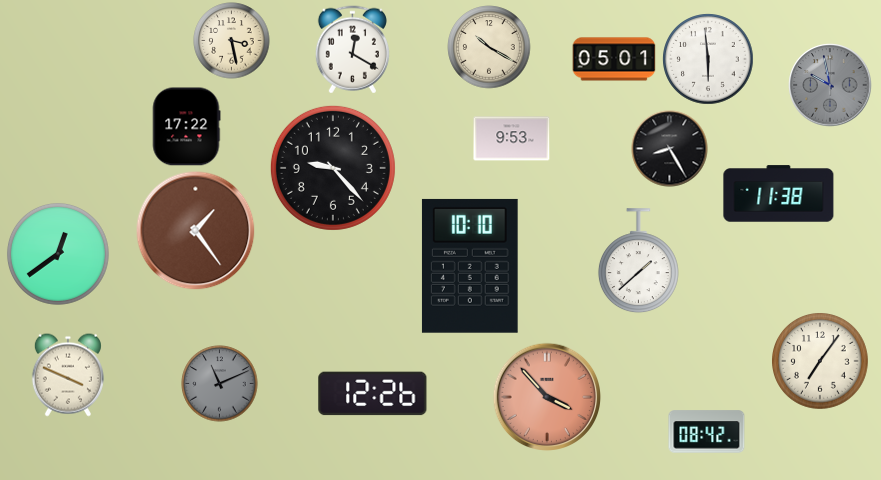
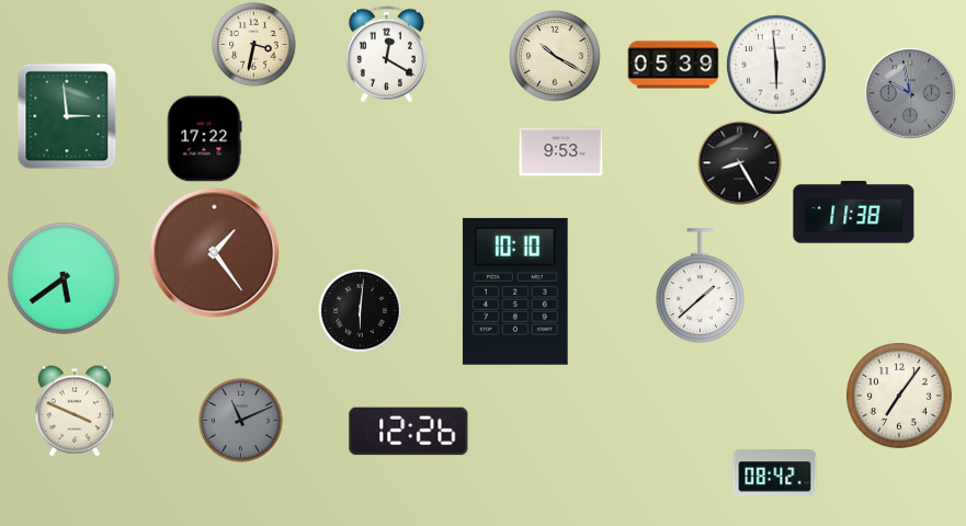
clock at (232, 41): 3:28 -> 3:32
clock at (489, 47) position: (489, 47) -> (555, 56)
clock at (614, 59): 05:01 -> 05:39
clock at (67, 116): none -> 2:59
clock at (670, 149) position: (670, 149) -> (740, 163)
clock at (333, 168): 9:23 -> none
clock at (58, 254): 12:39 -> 5:39
clock at (361, 311): none -> 6:01
clock at (547, 397): 3:53 -> none
